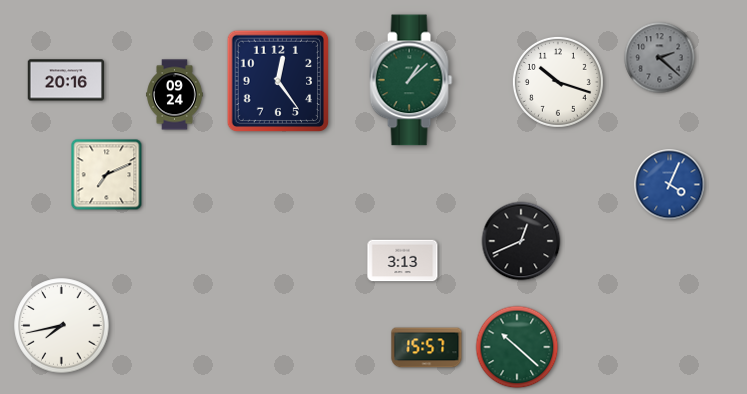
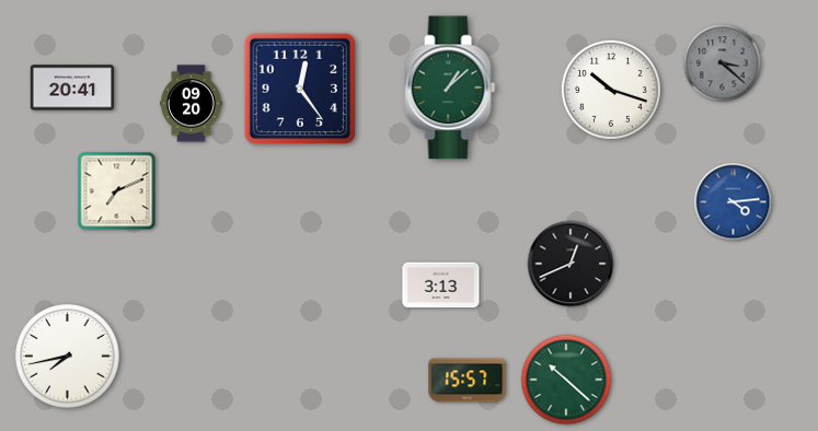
clock at (660, 58): 2:22 -> 3:22
clock at (66, 80): 20:16 -> 20:41
clock at (278, 81) position: (278, 81) -> (300, 89)
clock at (175, 95): 09:24 -> 09:20
clock at (670, 185): 4:04 -> 4:14
